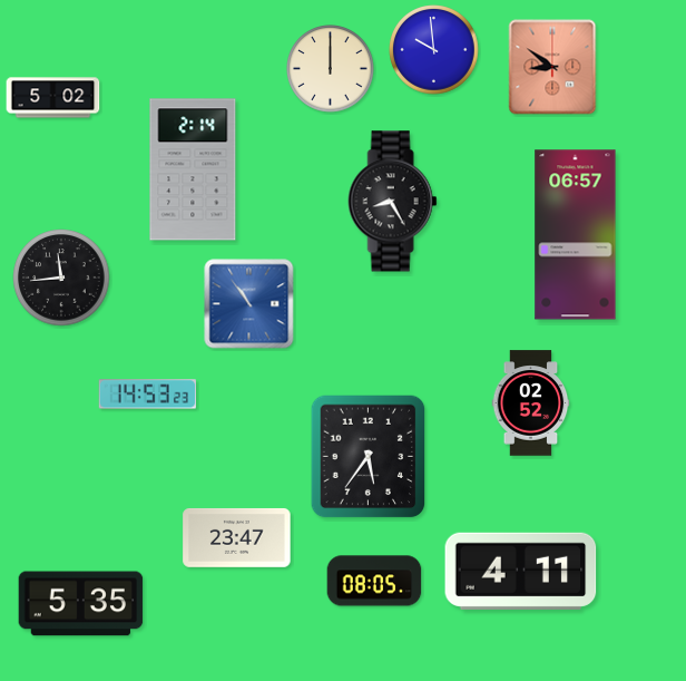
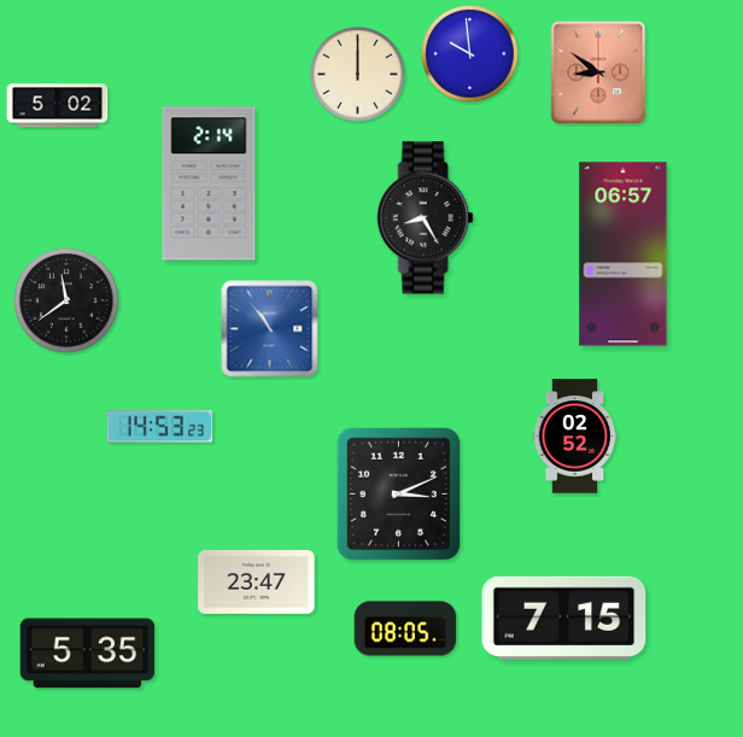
clock at (61, 278): 11:44 -> 11:39
clock at (369, 457): 5:36 -> 3:11
clock at (521, 571): 4:11 -> 7:15
